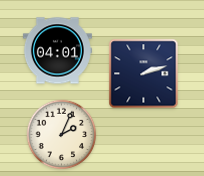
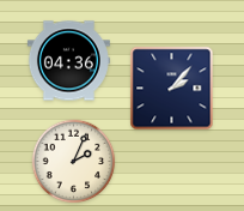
clock at (57, 51): 04:01 -> 04:36
clock at (144, 74): 2:12 -> 2:07
